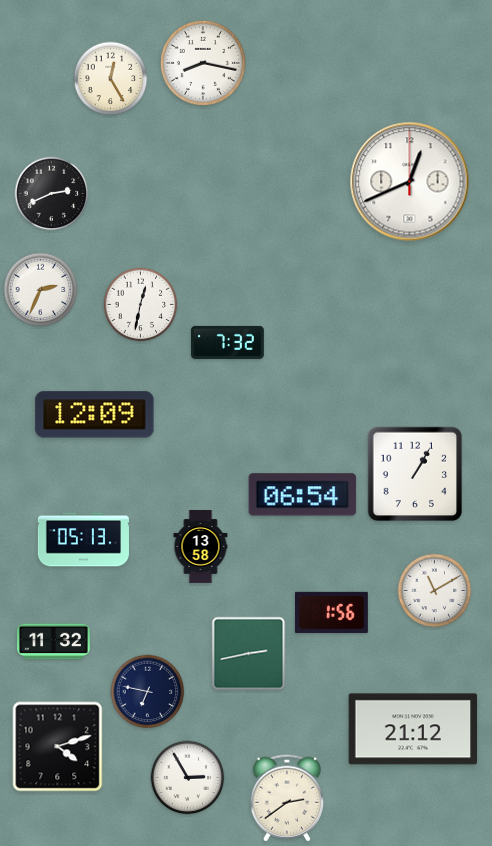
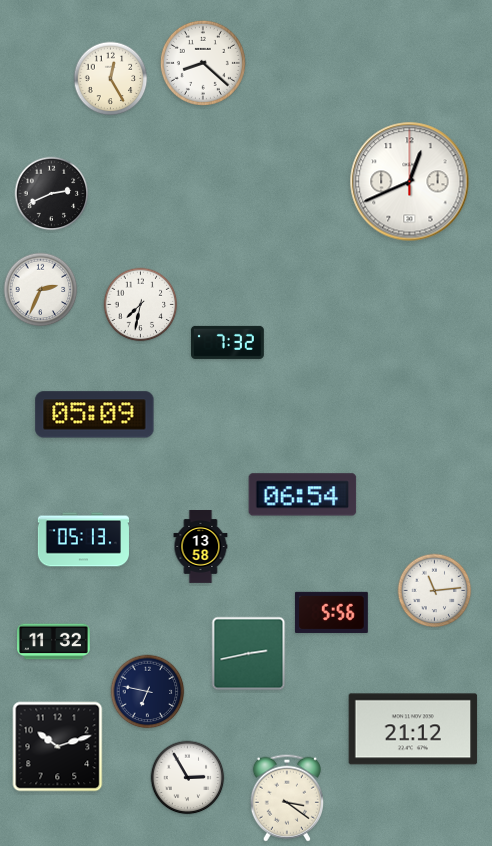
clock at (203, 63): 8:17 -> 8:22
clock at (141, 305): 12:32 -> 7:32
clock at (95, 415): 12:09 -> 05:09
clock at (415, 474): 1:05 -> none
clock at (435, 591): 11:10 -> 11:14
clock at (331, 612): 1:56 -> 5:56
clock at (58, 747): 4:12 -> 10:12
clock at (287, 798): 2:39 -> 3:21
